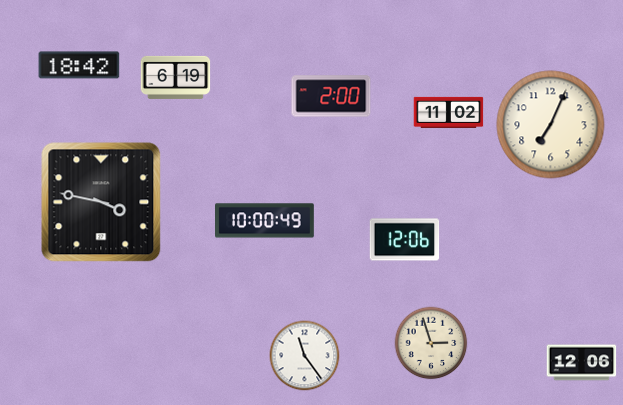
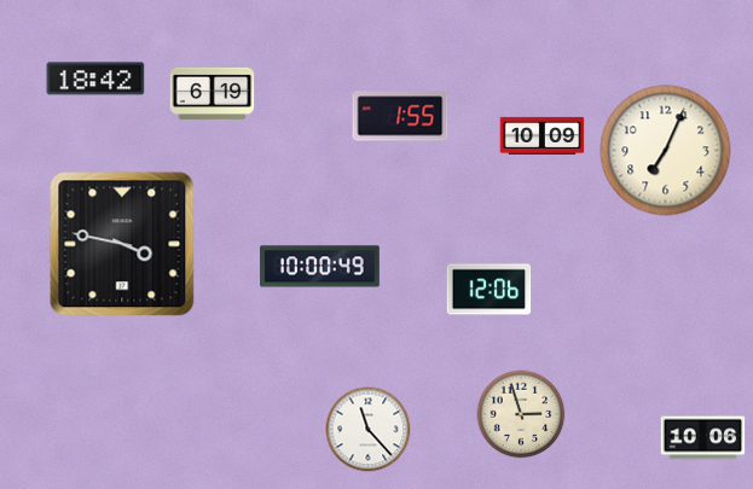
clock at (331, 96): 2:00 -> 1:55
clock at (449, 112): 11:02 -> 10:09
clock at (305, 356): 11:24 -> 11:23
clock at (582, 363): 12:06 -> 10:06
